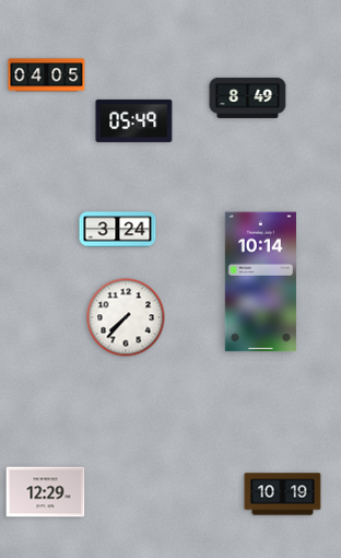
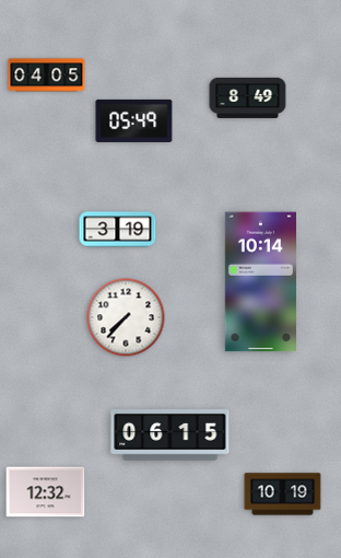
clock at (118, 230): 3:24 -> 3:19
clock at (170, 435): none -> 06:15
clock at (46, 492): 12:29 -> 12:32
